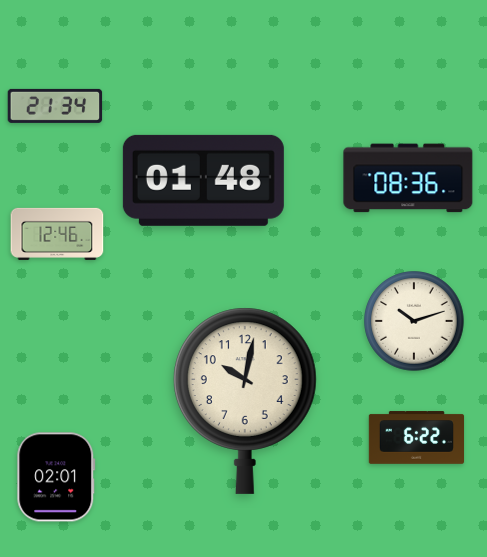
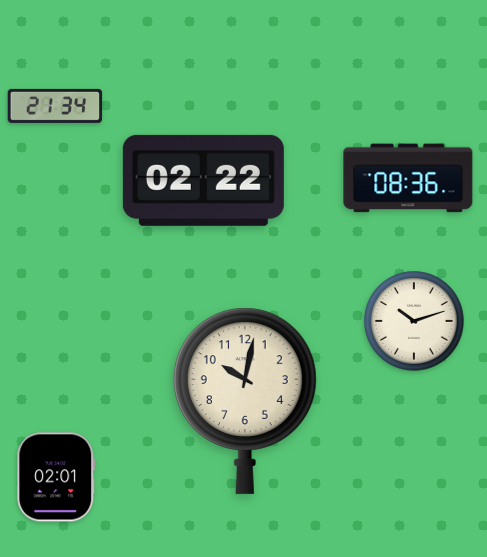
clock at (203, 180): 01:48 -> 02:22
clock at (57, 234): 12:46 -> none
clock at (417, 438): 6:22 -> none
